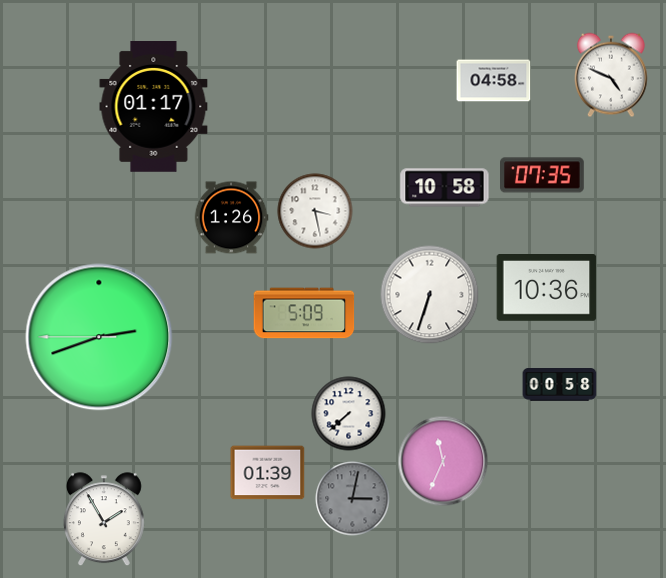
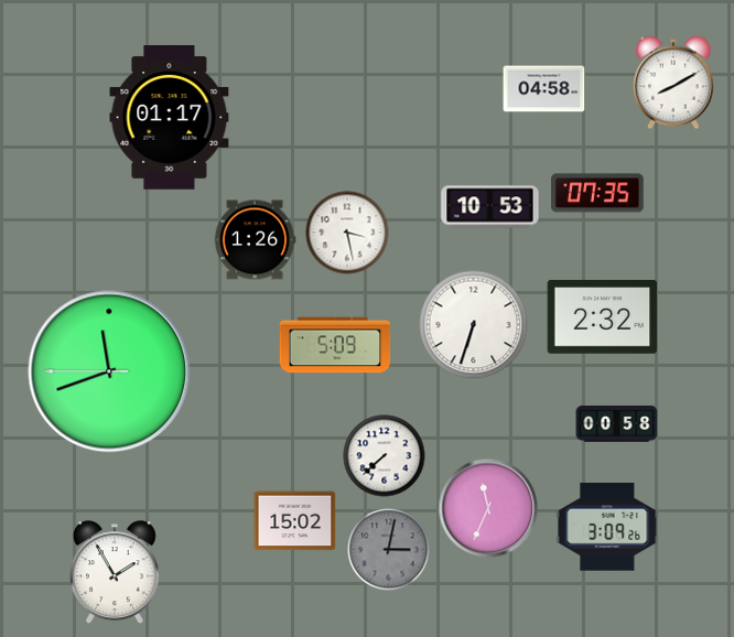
clock at (612, 75): 4:49 -> 8:10
clock at (445, 188): 10:58 -> 10:53
clock at (547, 288): 10:36 -> 2:32
clock at (99, 337): 2:41 -> 11:41
clock at (268, 473): 01:39 -> 15:02
clock at (607, 527): none -> 3:09
